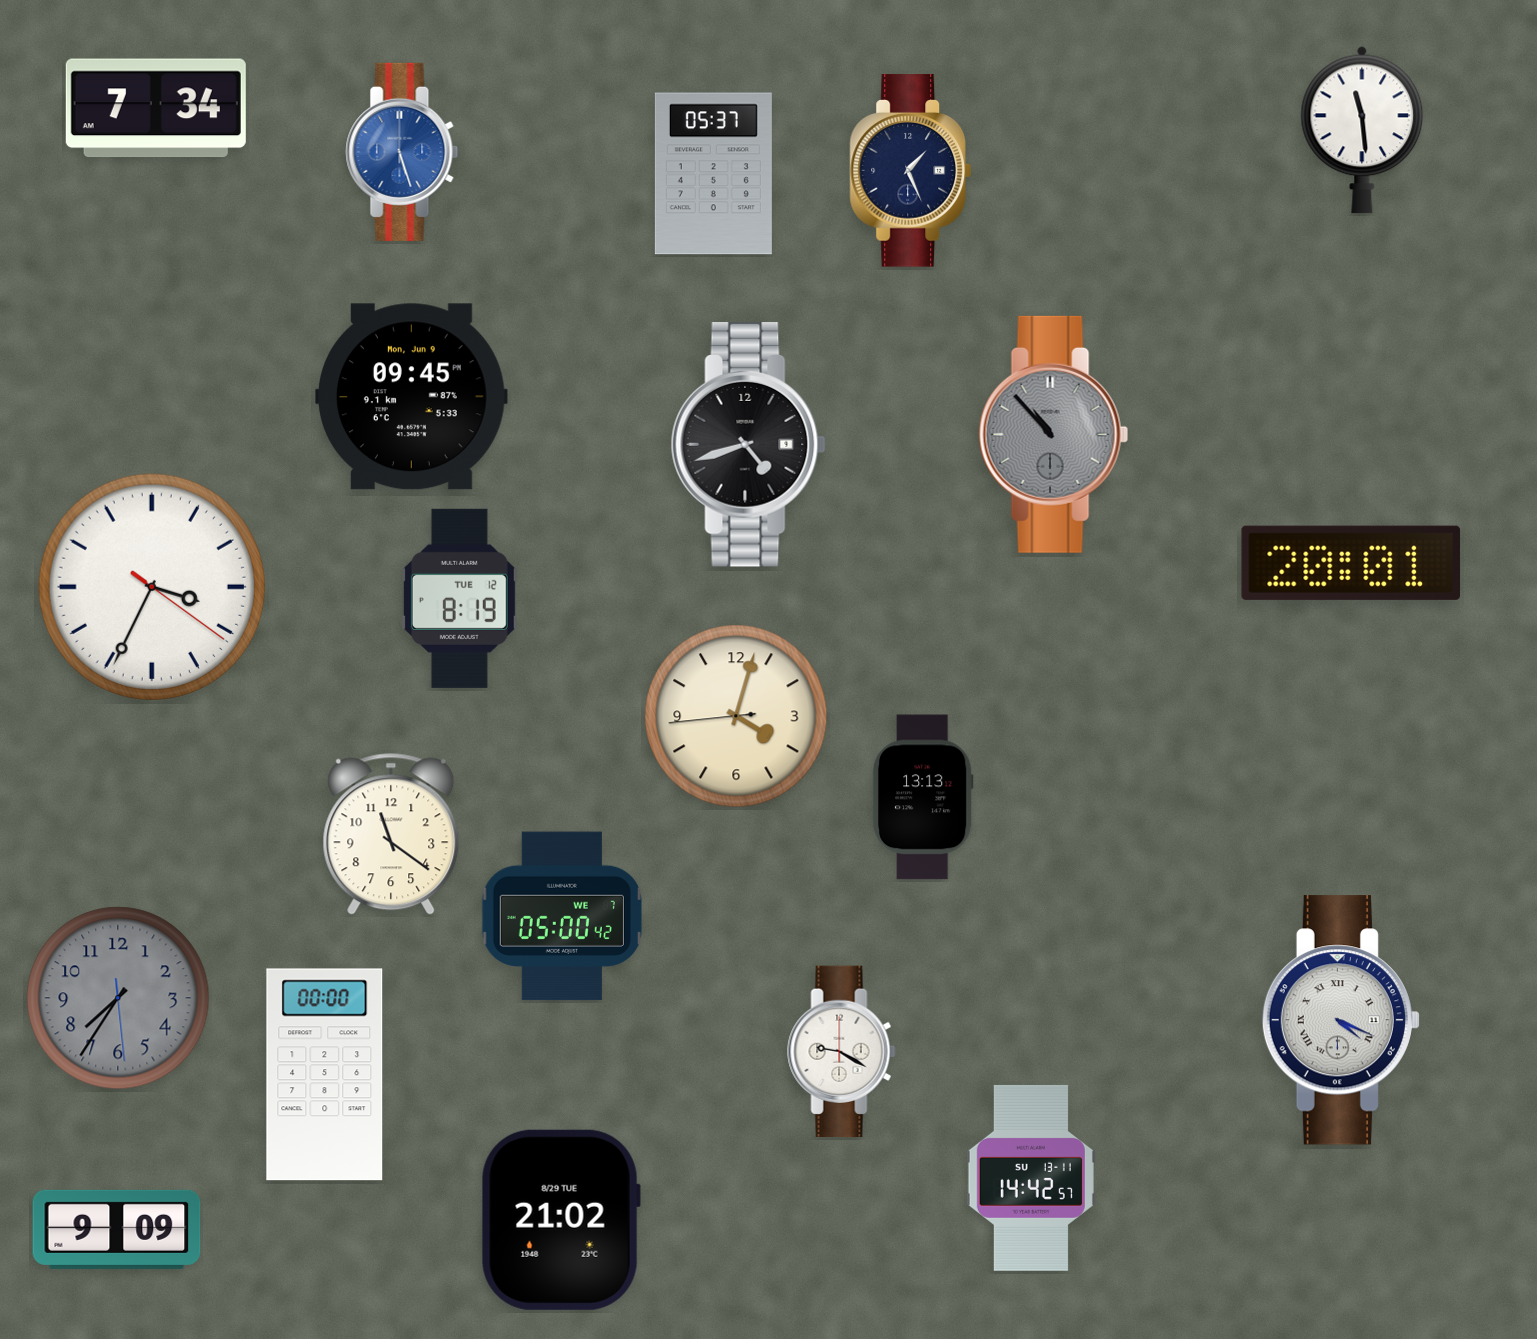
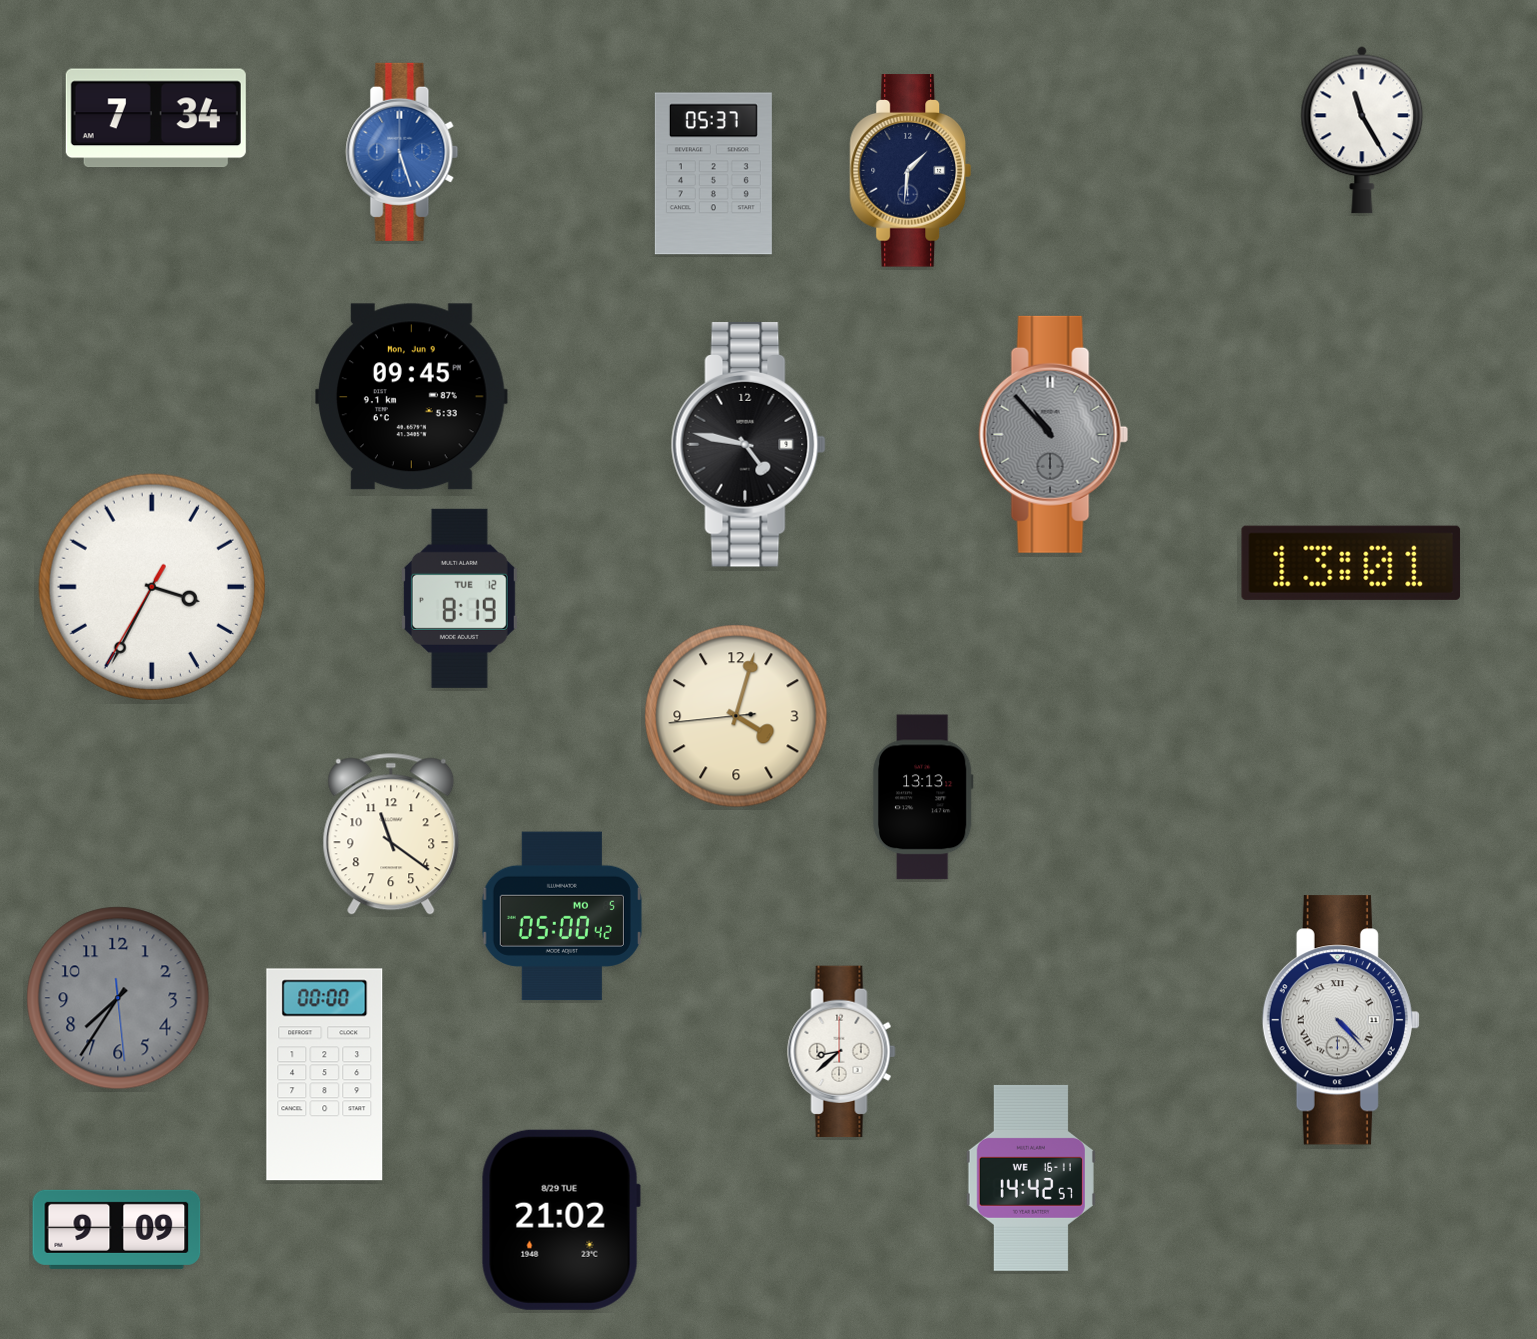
clock at (156, 108) position: (156, 108) -> (156, 118)
clock at (1362, 130): 11:29 -> 11:25
clock at (911, 171): 1:26 -> 1:31
clock at (748, 445): 4:42 -> 4:47
clock at (1351, 563): 20:01 -> 13:01
clock at (152, 587): 3:34:21 -> 3:34:35
clock at (562, 916) date: WE 7 -> MO 5
clock at (1341, 1020): 4:19 -> 4:23
clock at (842, 1052): 9:20 -> 8:38
clock at (1031, 1178) date: SU 13-11 -> WE 16-11
